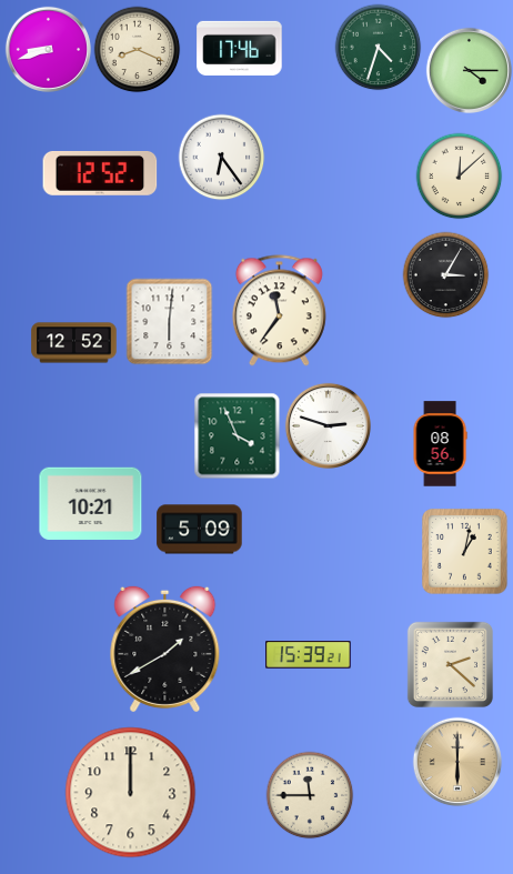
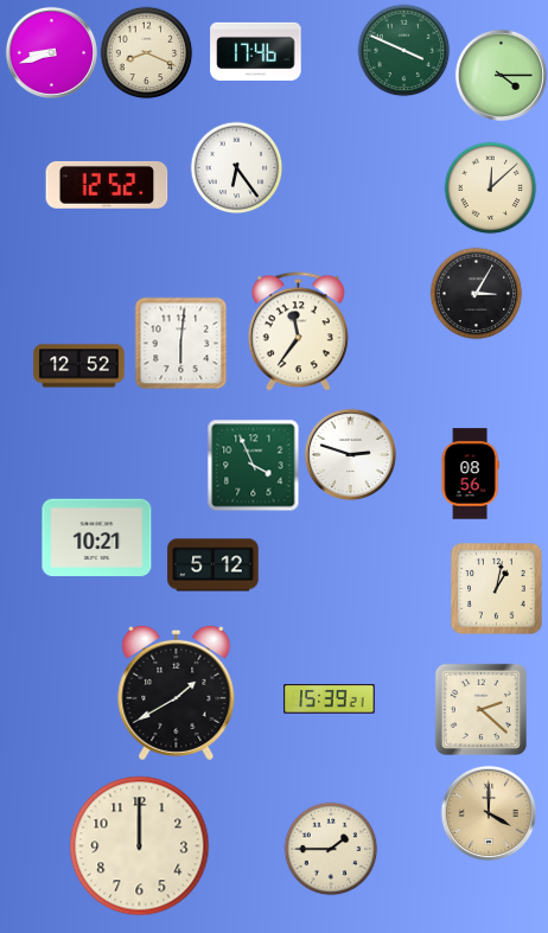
clock at (378, 47): 4:33 -> 3:49
clock at (200, 530): 5:09 -> 5:12
clock at (457, 762): 6:00 -> 4:00
clock at (310, 795): 11:45 -> 1:45
